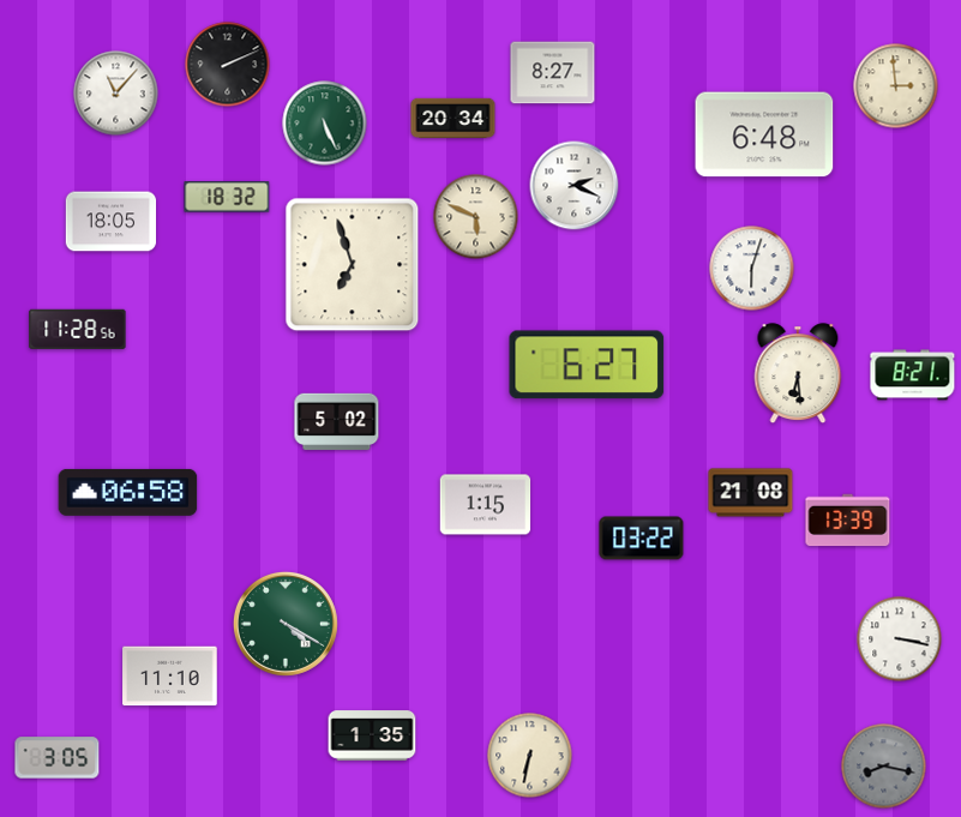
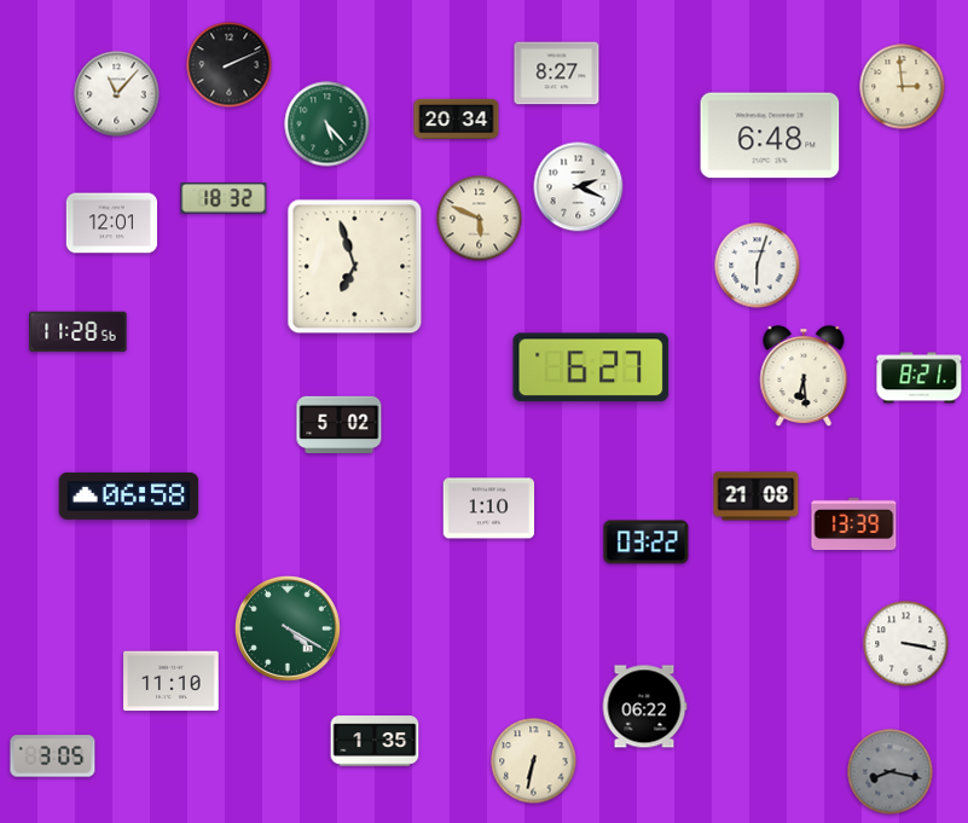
clock at (325, 124): 5:26 -> 5:23
clock at (227, 197) position: (227, 197) -> (224, 198)
clock at (112, 222): 18:05 -> 12:01
clock at (752, 269) position: (752, 269) -> (758, 266)
clock at (486, 505): 1:15 -> 1:10
clock at (644, 707): none -> 06:22
clock at (58, 758) position: (58, 758) -> (53, 757)
